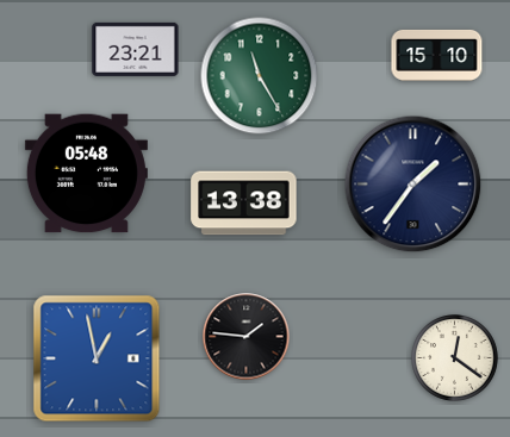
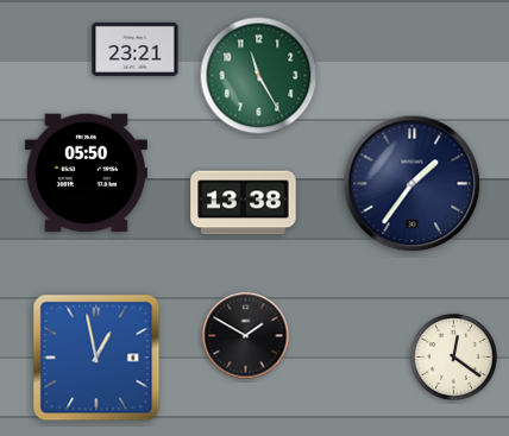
clock at (437, 55): 15:10 -> none
clock at (86, 174): 05:48 -> 05:50
clock at (247, 337): 1:46 -> 1:50
